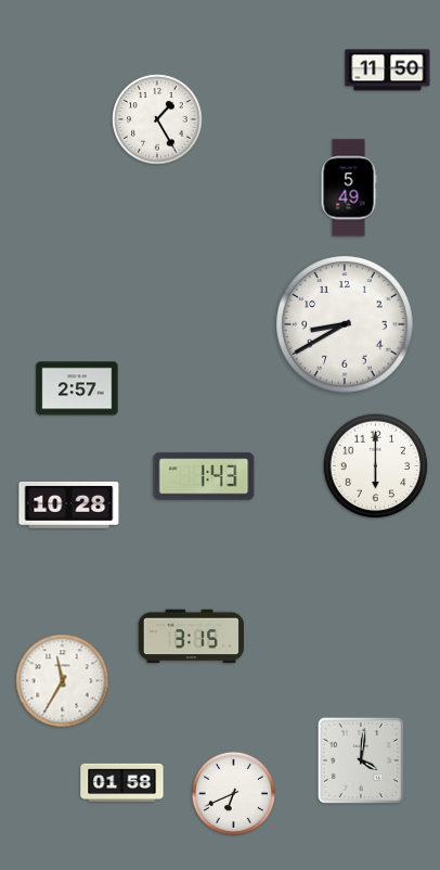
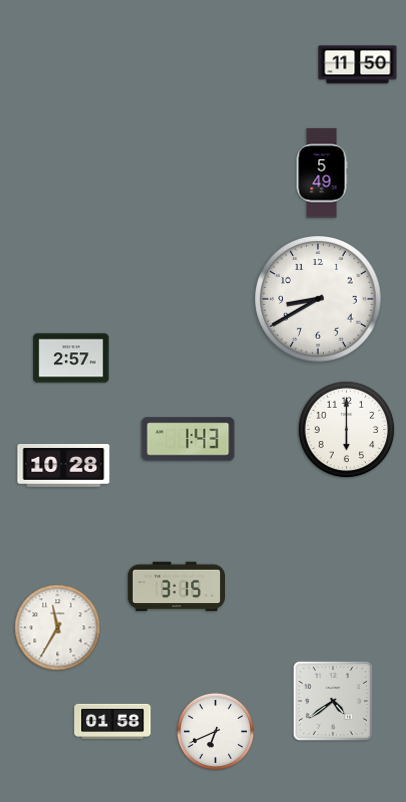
clock at (157, 119): 1:25 -> none
clock at (361, 760): 4:01 -> 4:39
